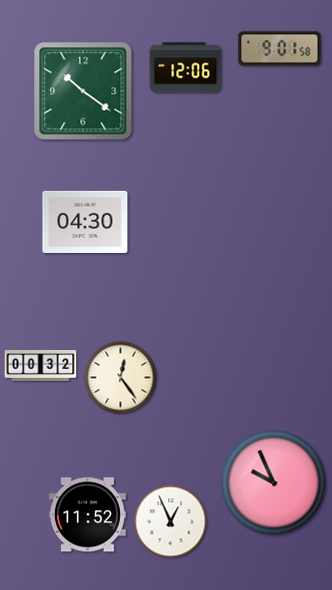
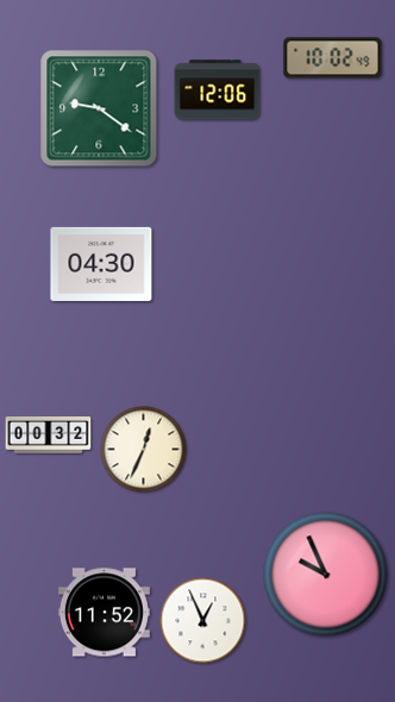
clock at (280, 49): 9:01 -> 10:02
clock at (186, 68) position: (186, 68) -> (218, 90)
clock at (83, 91): 10:21 -> 9:21
clock at (121, 378): 12:24 -> 12:34
